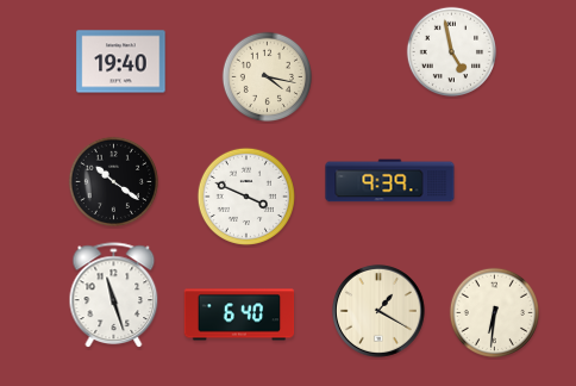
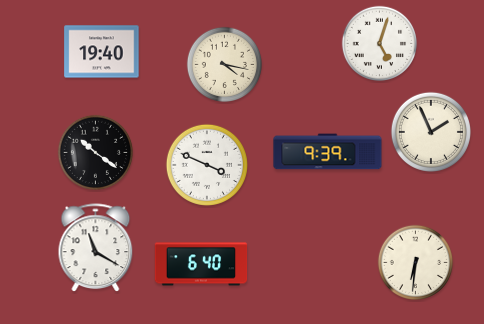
clock at (452, 52): 4:58 -> 5:03
clock at (430, 131): none -> 1:56
clock at (114, 295): 11:27 -> 11:20
clock at (378, 311): 1:20 -> none
